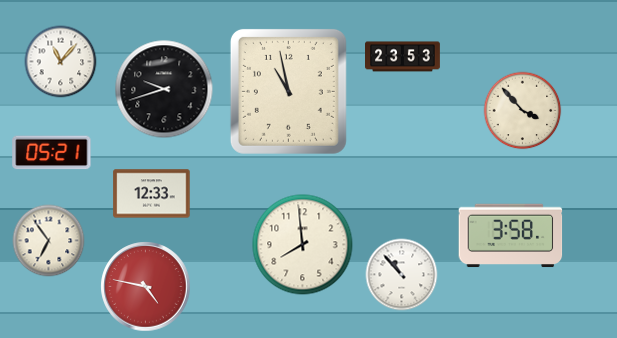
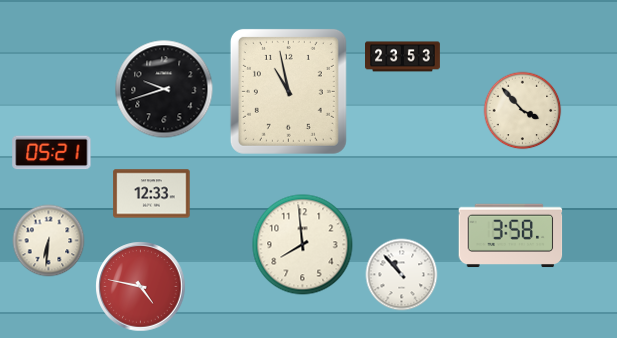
clock at (61, 62): 11:07 -> none
clock at (49, 241): 6:54 -> 6:31
clock at (146, 287) position: (146, 287) -> (141, 287)
